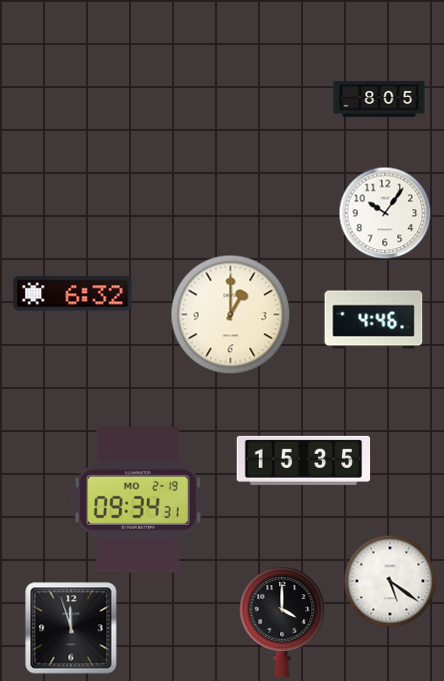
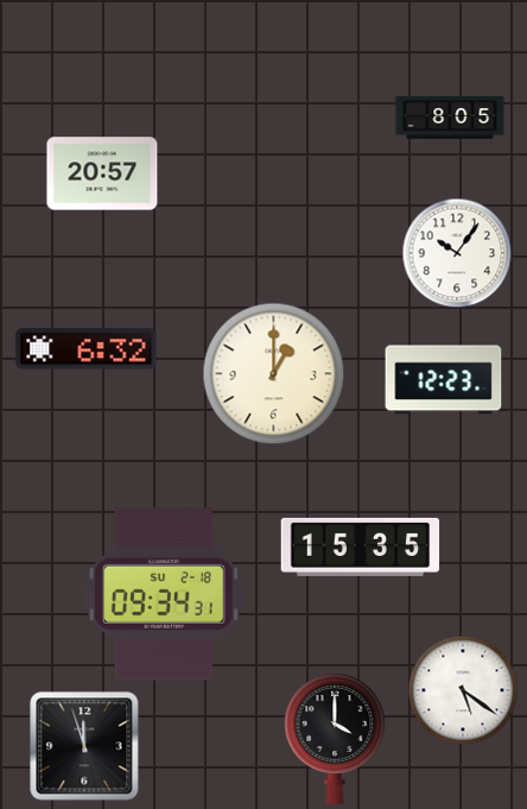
clock at (102, 173): none -> 20:57
clock at (374, 320): 4:46 -> 12:23
clock at (138, 500) date: MO 2-19 -> SU 2-18
